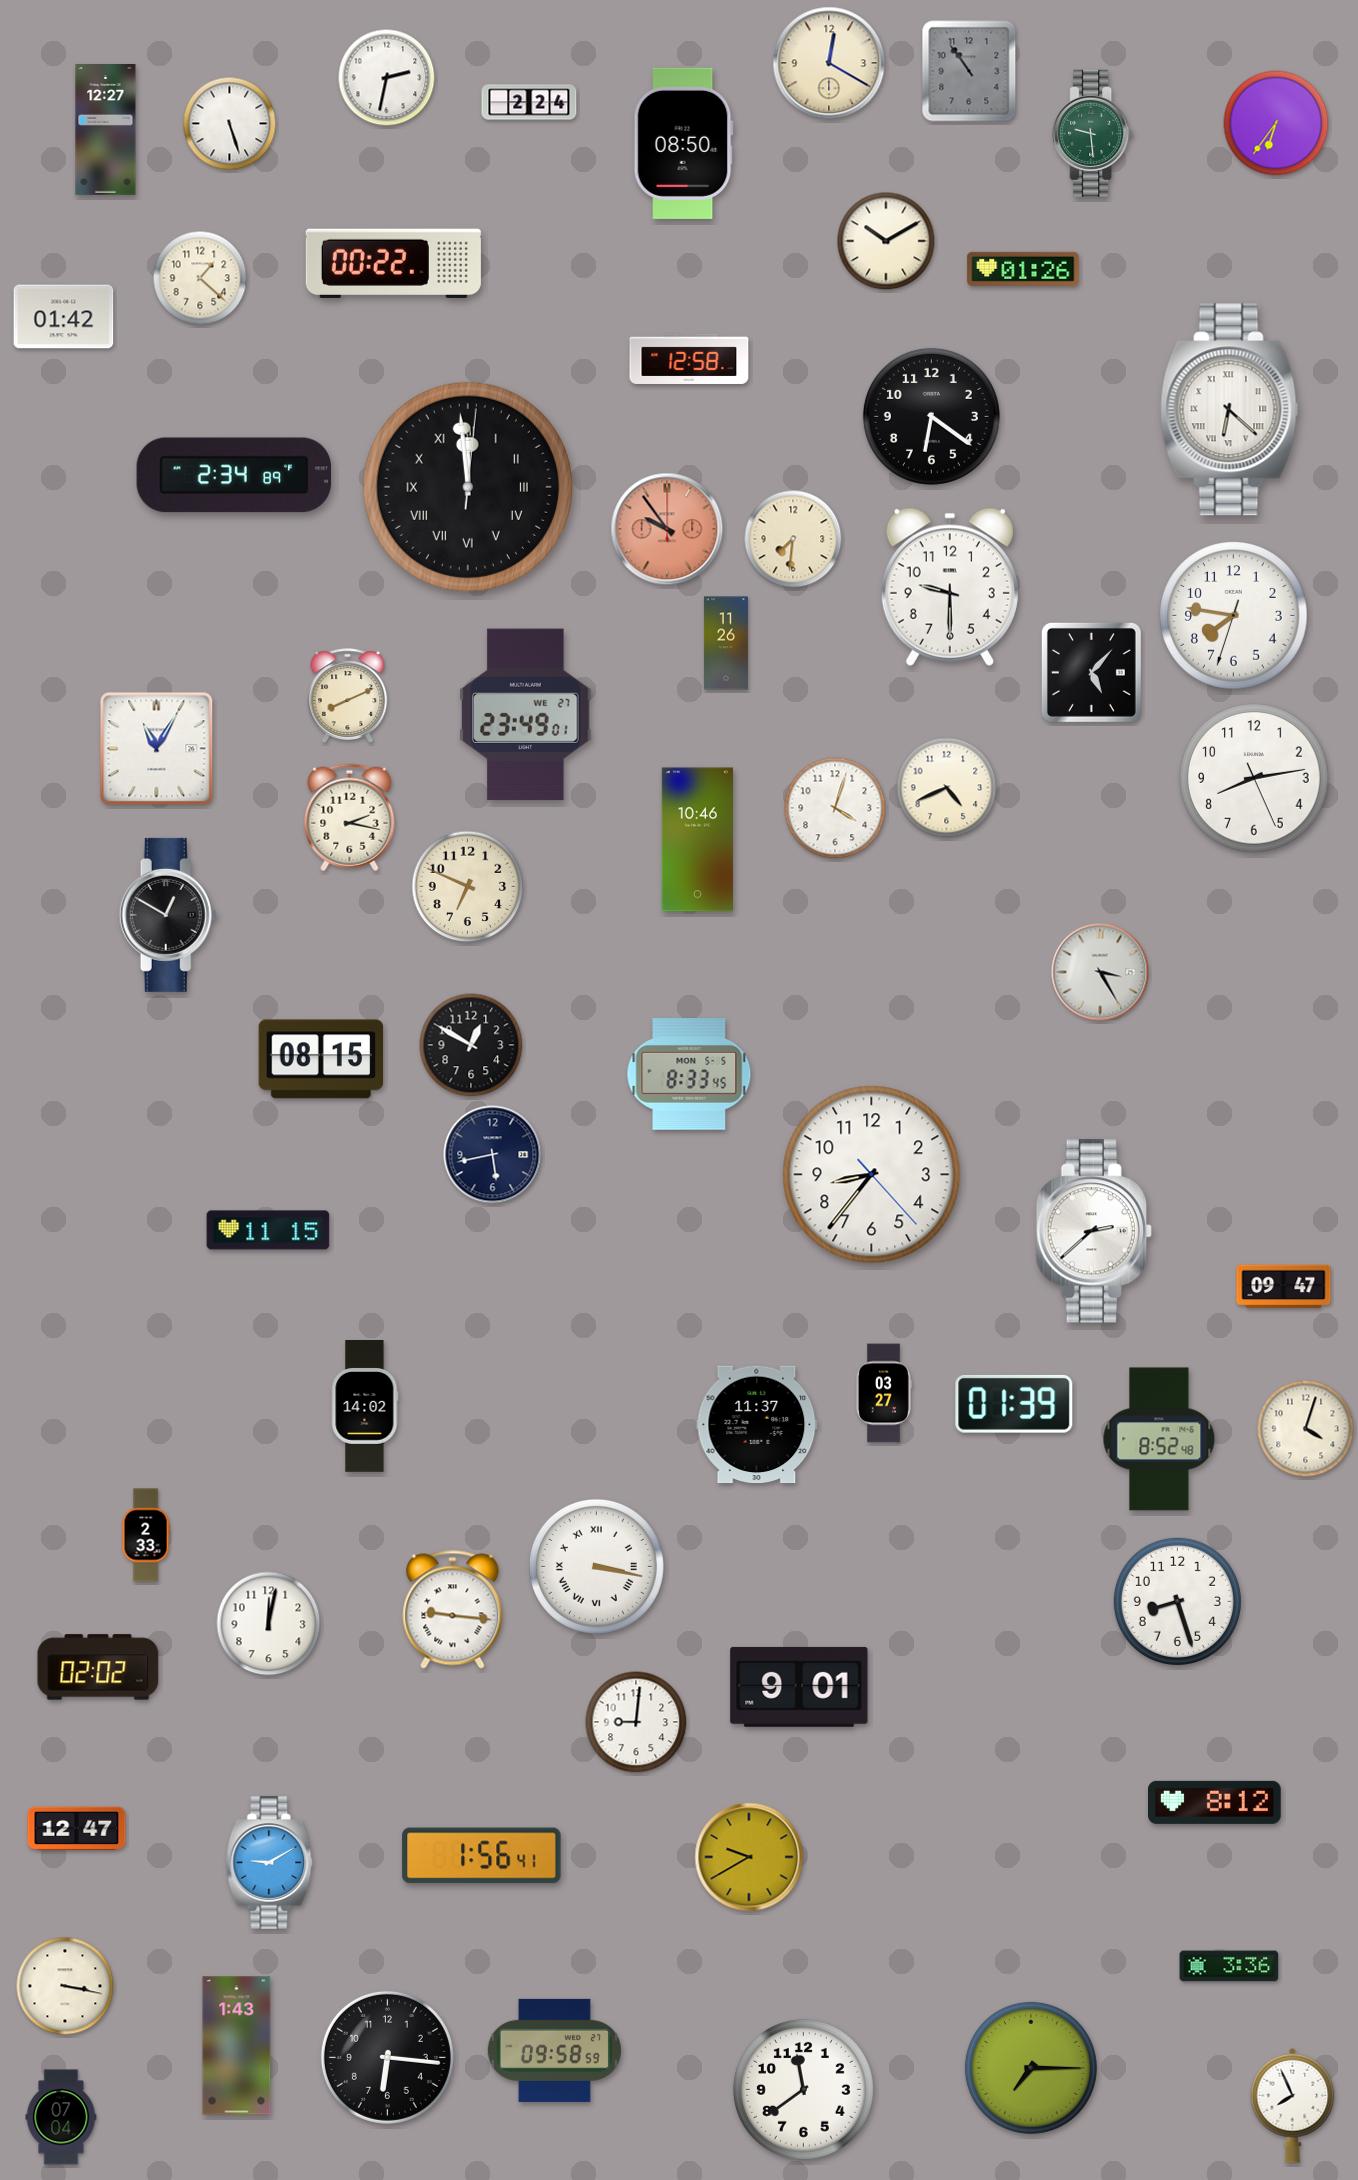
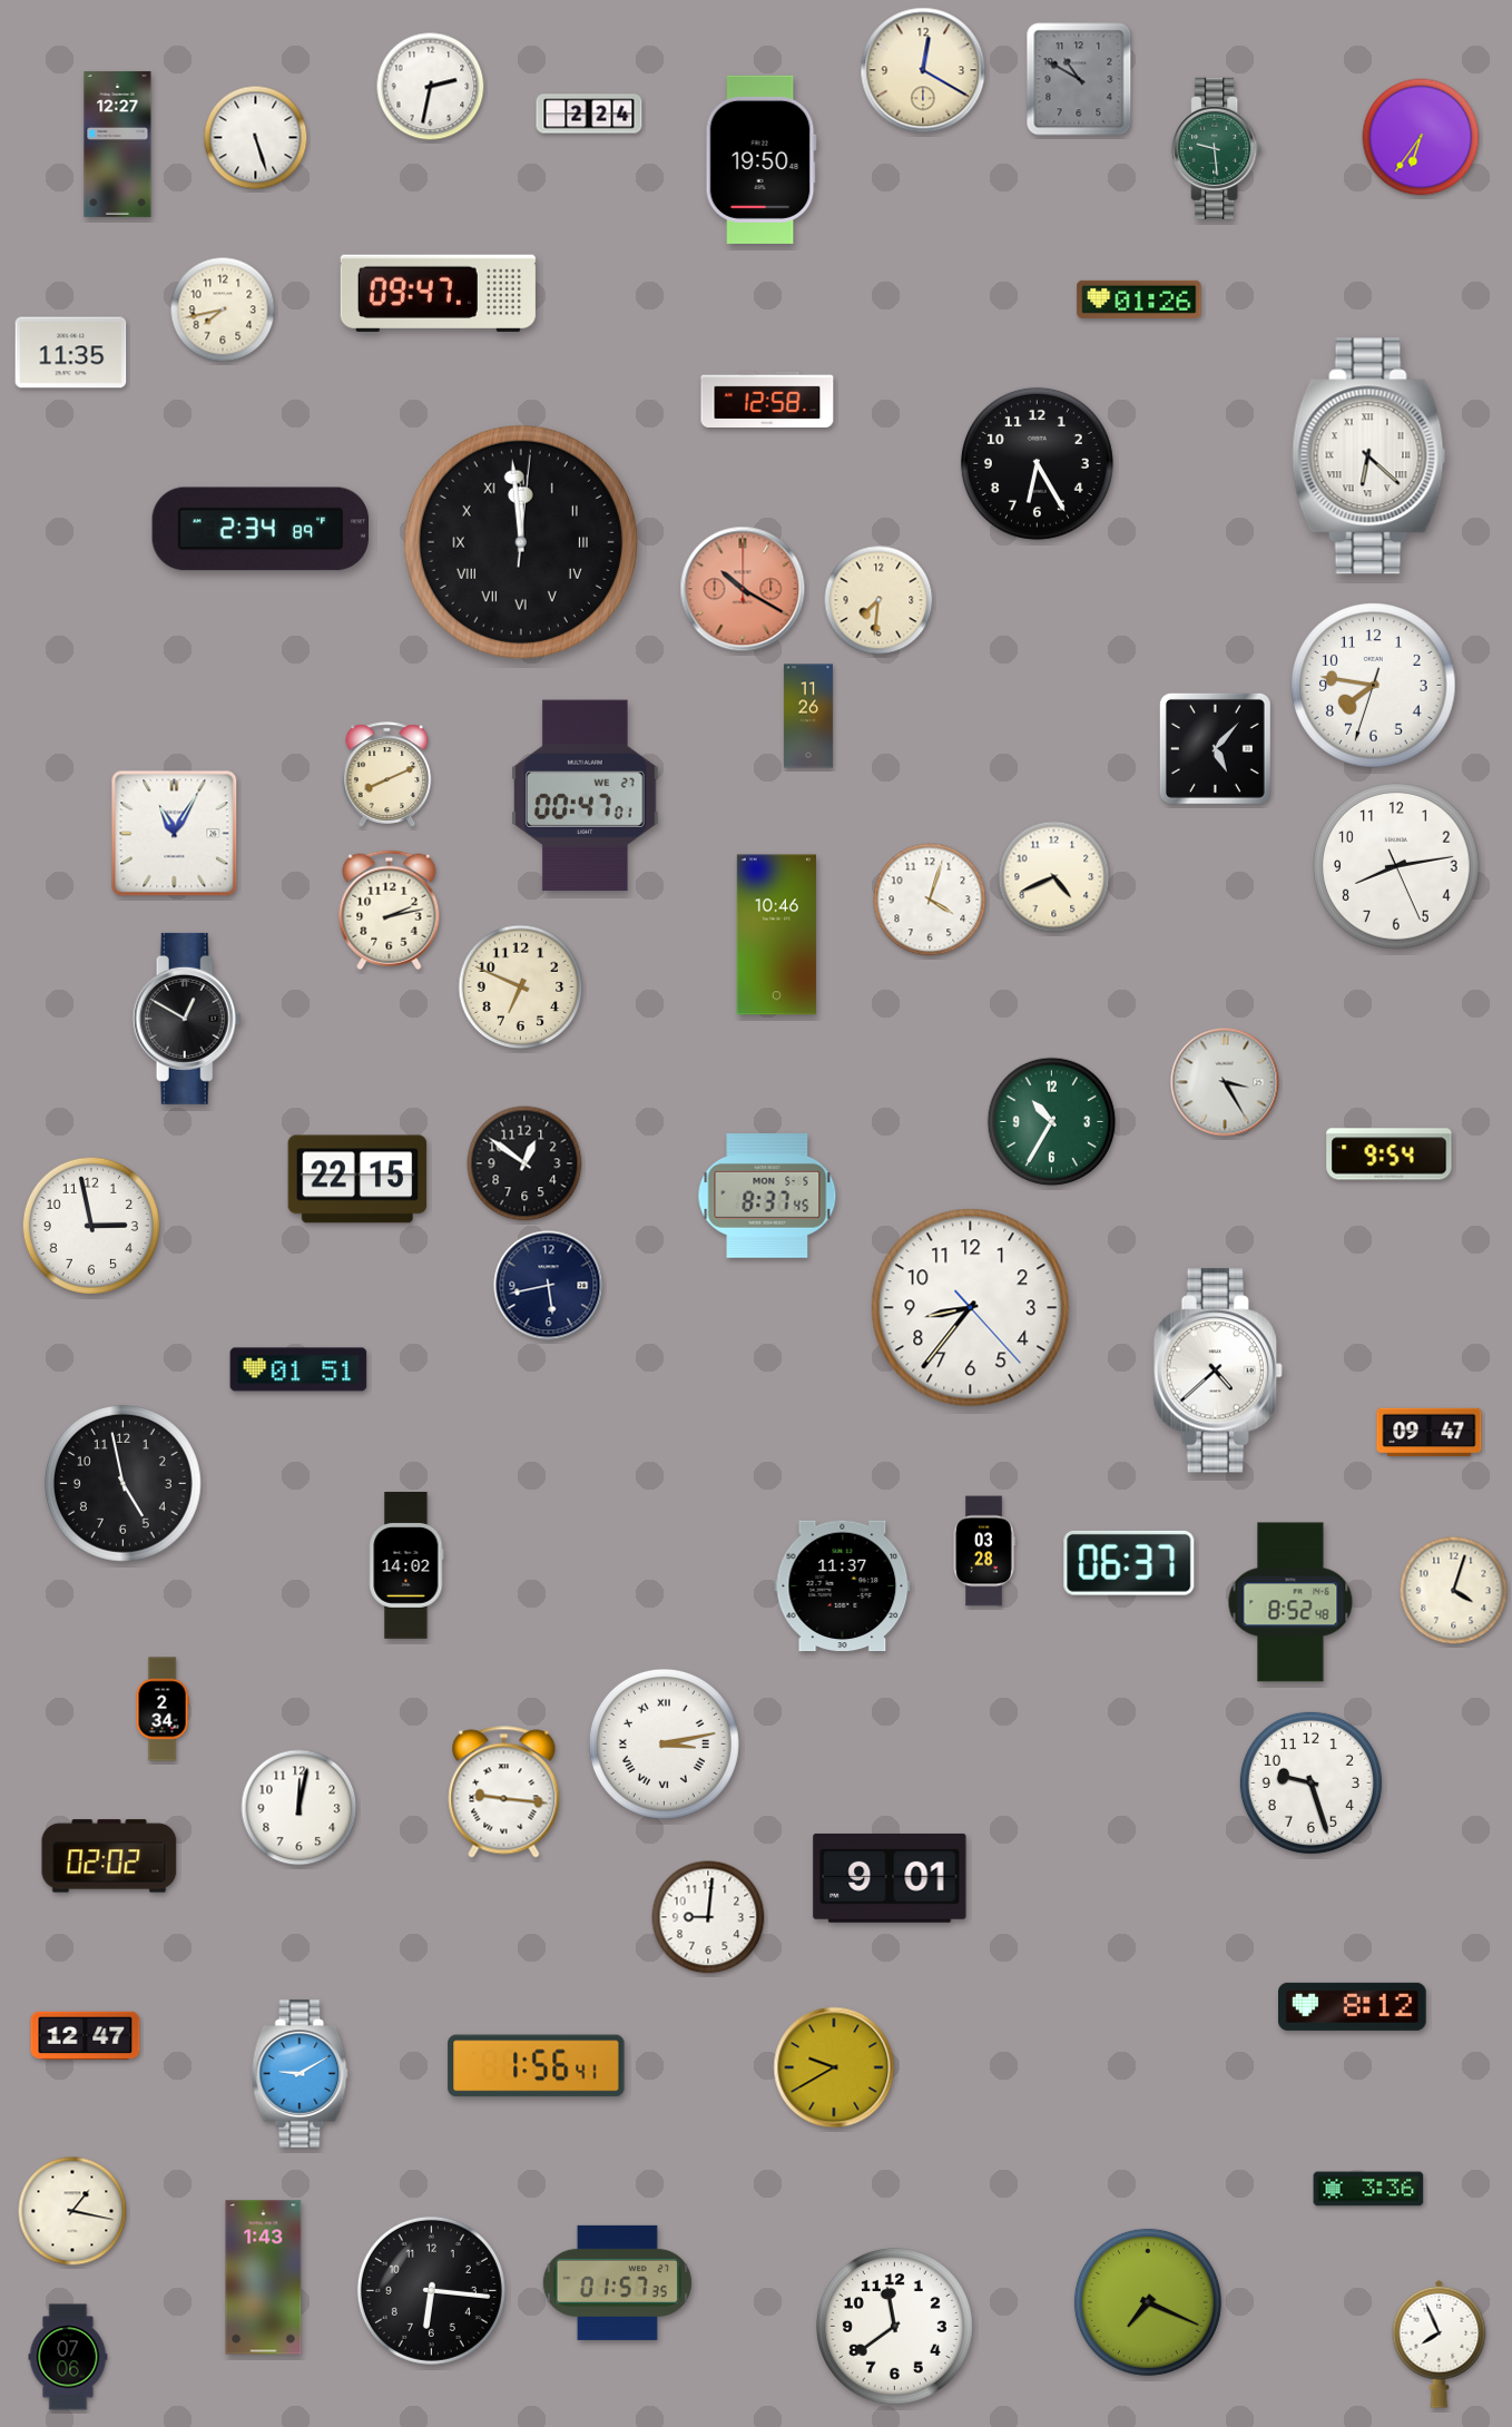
clock at (969, 71): 10:54 -> 10:50
clock at (683, 143): 08:50 -> 19:50
clock at (886, 241): 10:10 -> none
clock at (393, 263): 00:22 -> 09:47
clock at (200, 278): 1:22 -> 7:43
clock at (64, 317): 01:42 -> 11:35
clock at (931, 416): 6:21 -> 6:25
clock at (667, 529): 9:54 -> 10:20
clock at (793, 539) position: (793, 539) -> (878, 600)
clock at (950, 587): 9:30 -> none
clock at (526, 715): 23:49 -> 00:47
clock at (350, 818): 2:17 -> 2:13
clock at (1052, 1122): none -> 10:35
clock at (1390, 1154): none -> 9:54
clock at (471, 1045): 12:50 -> 12:51
clock at (321, 1059): 08:15 -> 22:15
clock at (689, 1075): 8:33 -> 8:37
clock at (91, 1226): none -> 2:58
clock at (268, 1230): 11:15 -> 01:51
clock at (1094, 1231): 2:38 -> 4:38
clock at (122, 1483): none -> 4:58
clock at (884, 1393): 03:27 -> 03:28
clock at (1014, 1404): 01:39 -> 06:37
clock at (146, 1535): 2:33 -> 2:34
clock at (596, 1566): 3:17 -> 3:13
clock at (1177, 1601): 8:27 -> 9:27
clock at (65, 1986): 3:17 -> 1:17
clock at (554, 2050): 09:58 -> 01:57
clock at (1031, 2068): 7:15 -> 7:19
clock at (61, 2117): 07:04 -> 07:06
